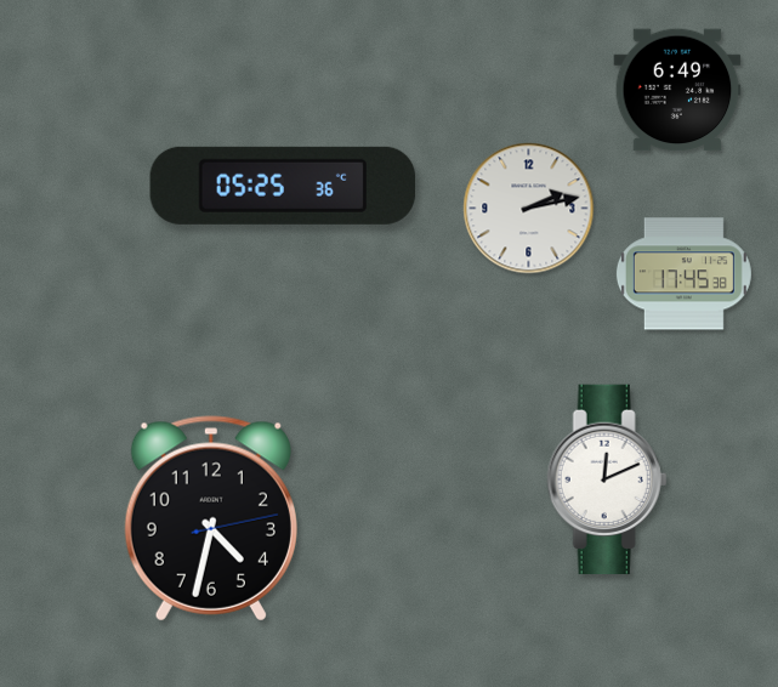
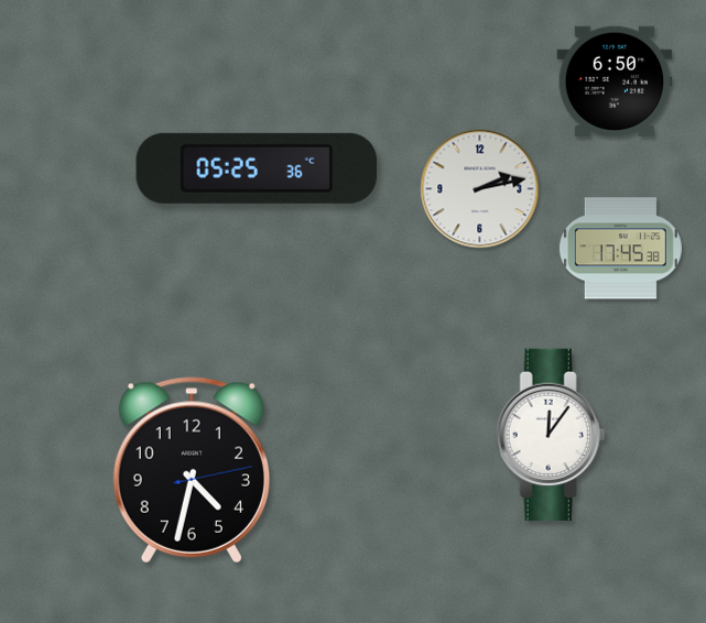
clock at (677, 90): 6:49 -> 6:50
clock at (607, 478): 12:11 -> 12:06
